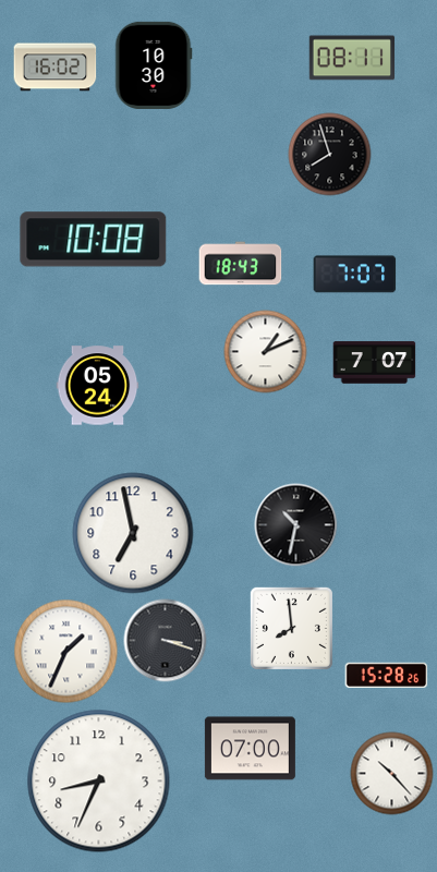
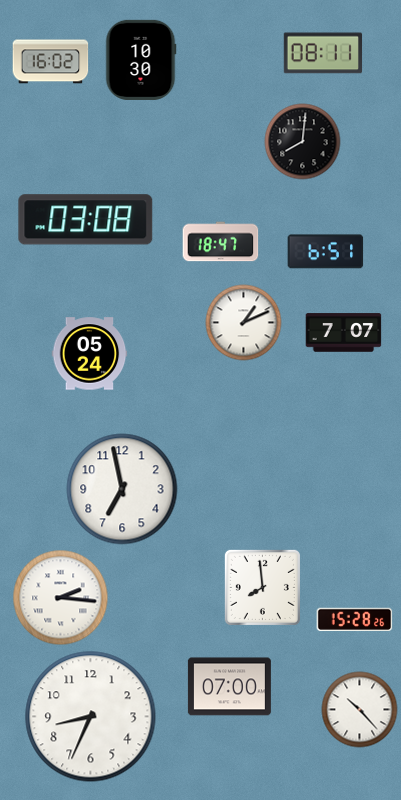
clock at (330, 155): 7:57 -> 8:01
clock at (94, 240): 10:08 -> 03:08
clock at (241, 264): 18:43 -> 18:47
clock at (355, 275): 7:07 -> 6:51
clock at (296, 525): 10:32 -> none
clock at (291, 628) position: (291, 628) -> (262, 587)
clock at (166, 641): 3:18 -> none
clock at (66, 652): 1:34 -> 2:16
